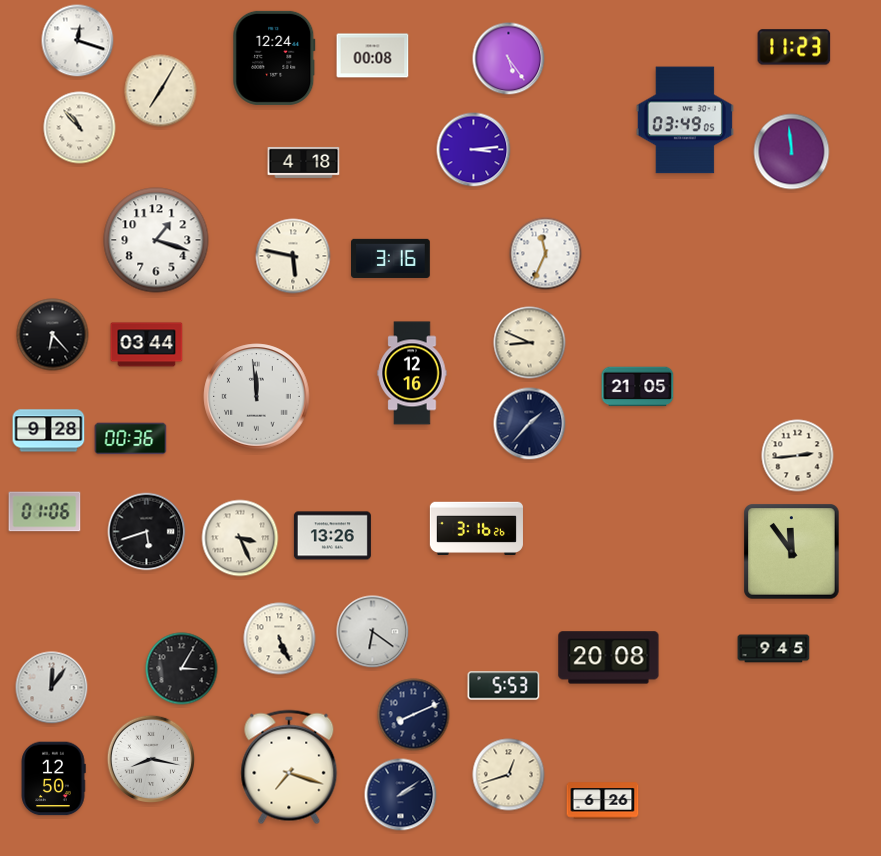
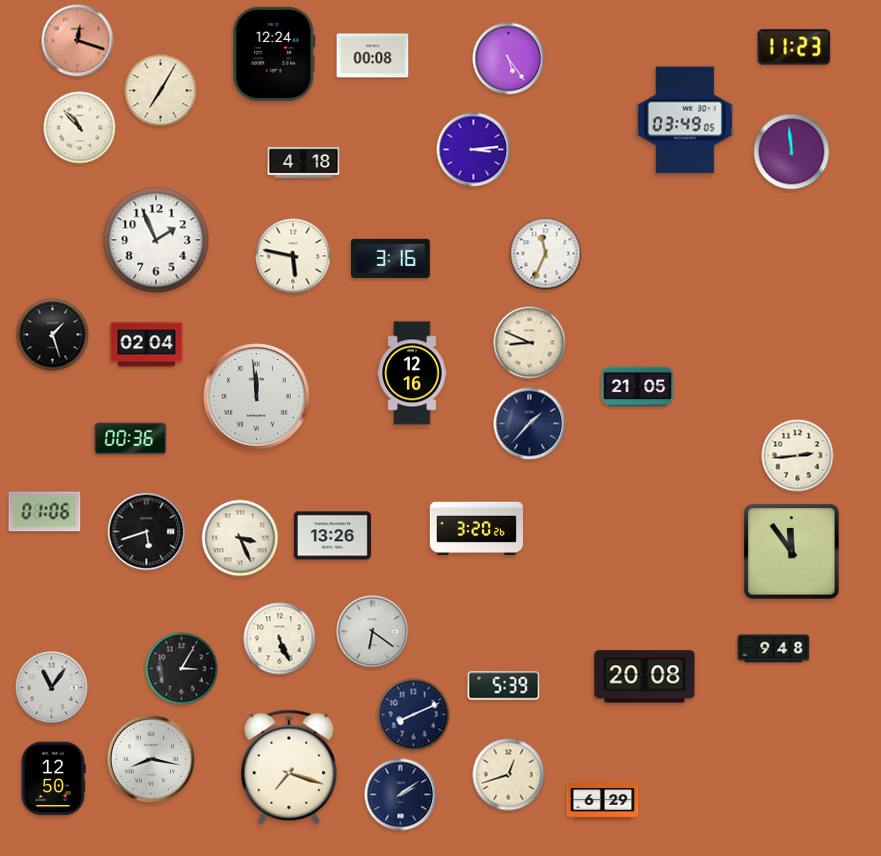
clock at (78, 41) dial: white -> salmon
clock at (274, 58) position: (274, 58) -> (274, 54)
clock at (156, 240): 1:18 -> 1:56
clock at (53, 335): 6:23 -> 1:27
clock at (147, 345): 03:44 -> 02:04
clock at (49, 431): 9:28 -> none
clock at (476, 529): 3:16 -> 3:20
clock at (774, 649): 9:45 -> 9:48
clock at (609, 658) position: (609, 658) -> (645, 677)
clock at (504, 686): 5:53 -> 5:39
clock at (52, 688): 12:06 -> 11:06
clock at (603, 801): 6:26 -> 6:29
